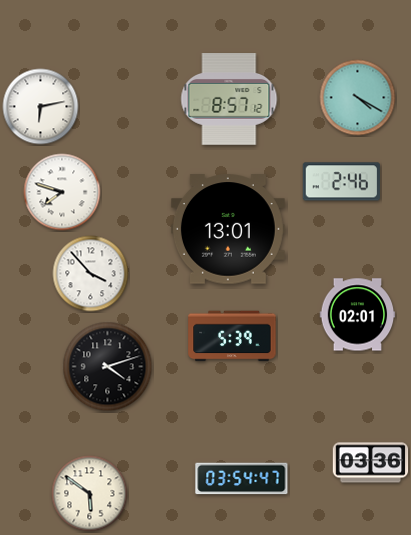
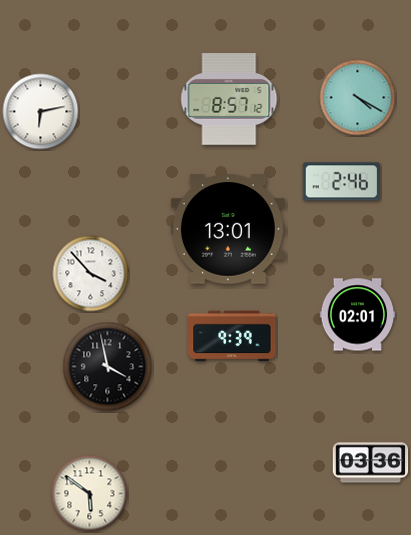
clock at (41, 107) position: (41, 107) -> (41, 112)
clock at (62, 192): 7:48 -> none
clock at (232, 336): 5:39 -> 9:39
clock at (108, 367): 4:12 -> 3:58
clock at (242, 479): 03:54 -> none
